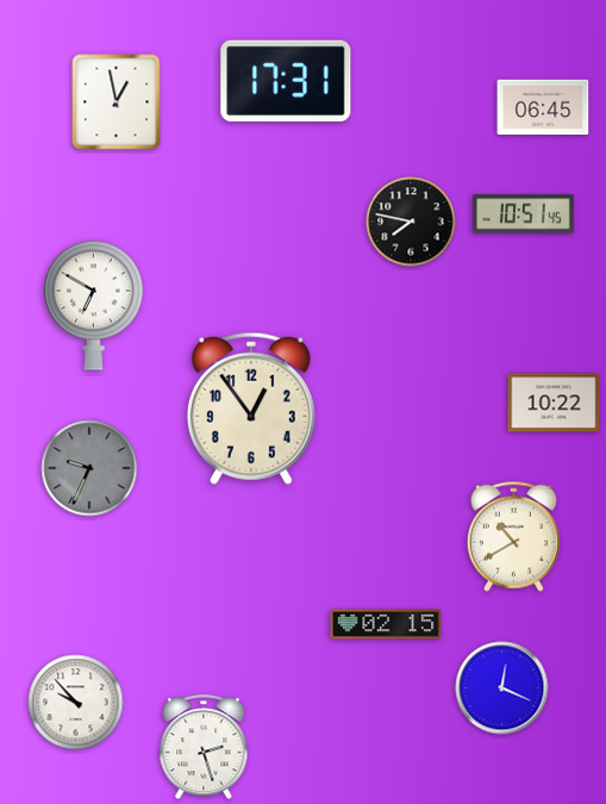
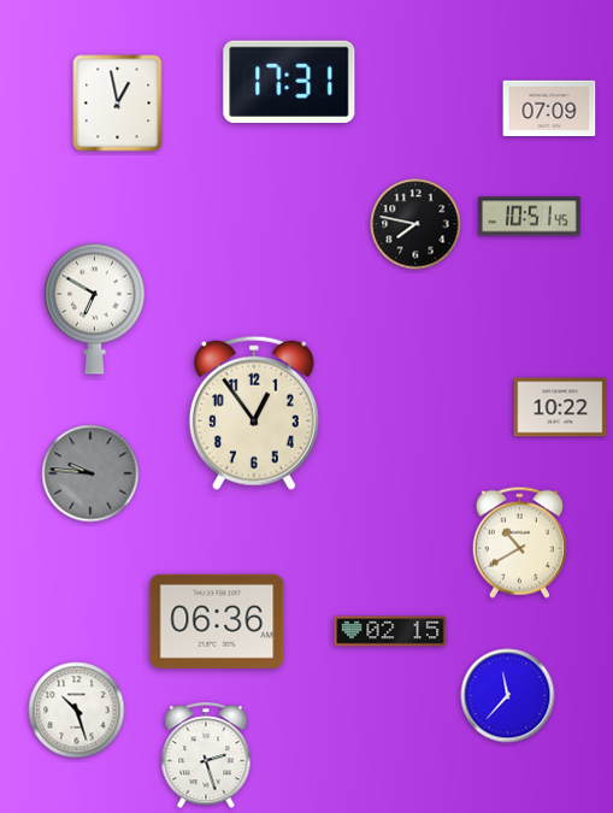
clock at (543, 107): 06:45 -> 07:09
clock at (89, 468): 9:34 -> 9:46
clock at (217, 621): none -> 06:36
clock at (502, 688): 12:19 -> 11:37
clock at (76, 703): 9:53 -> 10:27
